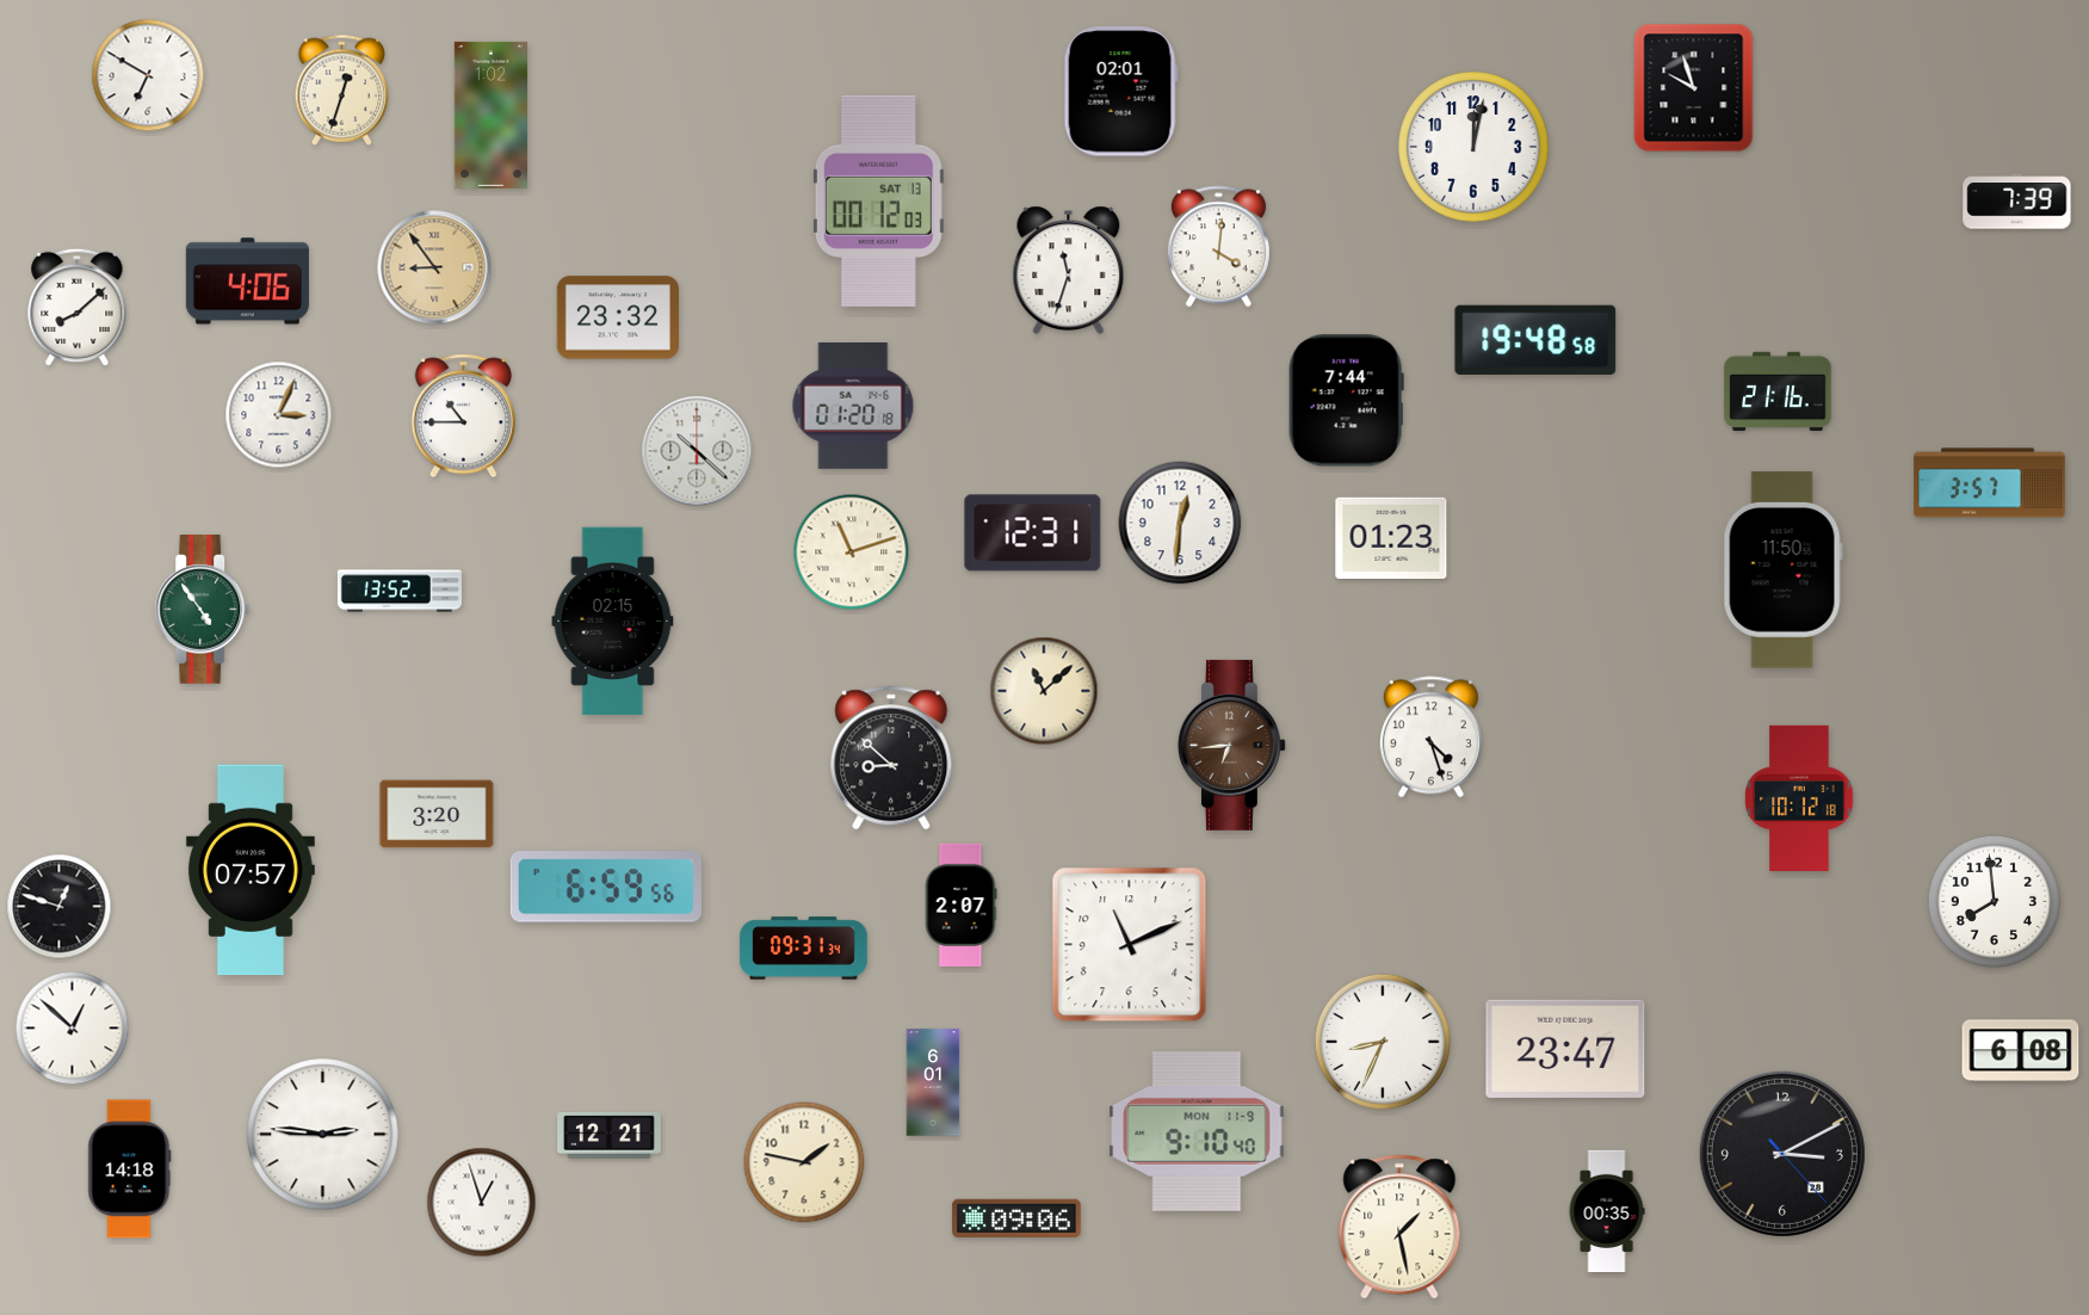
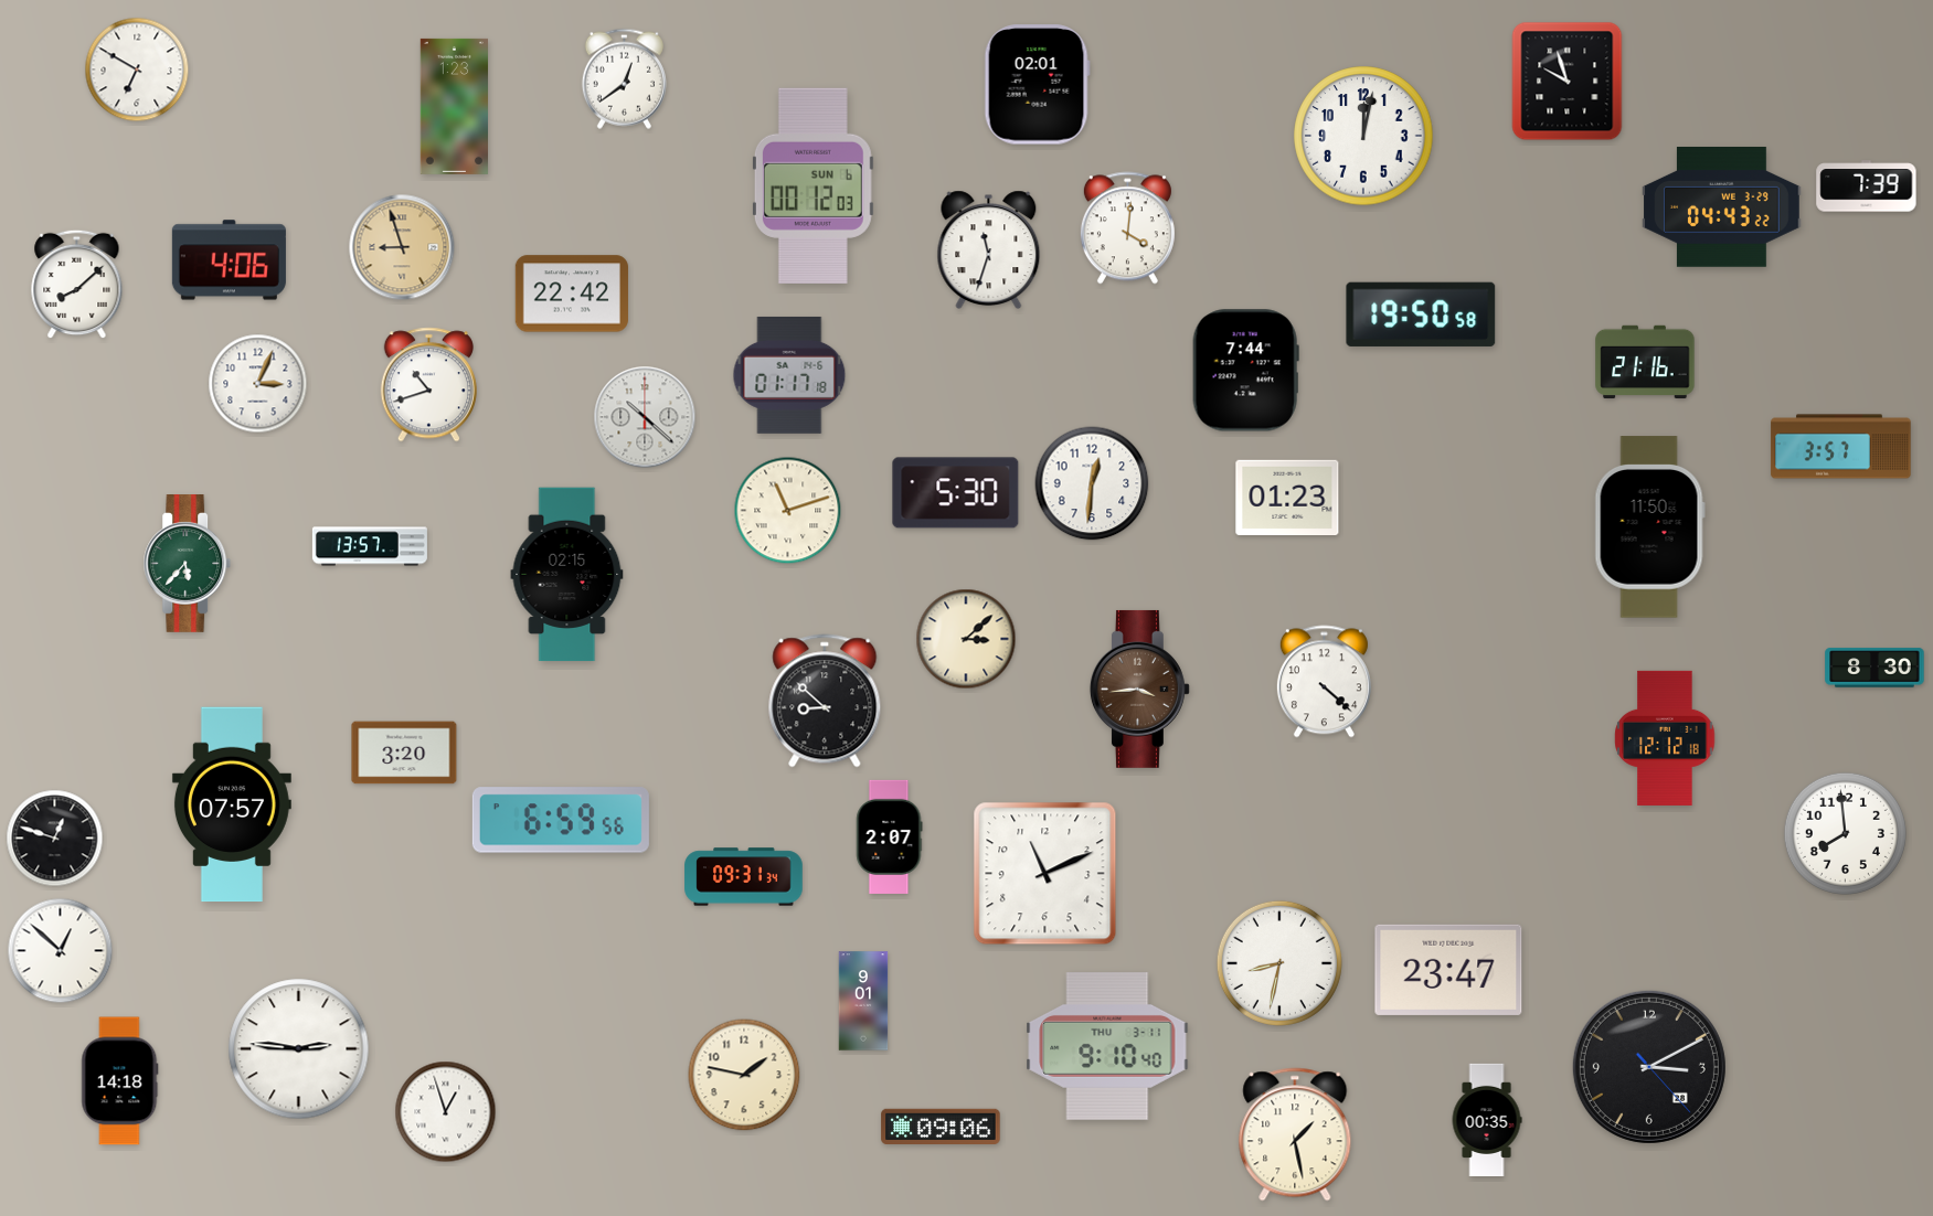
clock at (624, 78): none -> 12:39
clock at (342, 89): 12:33 -> none
clock at (490, 115): 1:02 -> 1:23
clock at (878, 200) date: SAT 13 -> SUN 6
clock at (1722, 207): none -> 04:43
clock at (434, 267): 8:54 -> 8:57
clock at (78, 308) position: (78, 308) -> (77, 285)
clock at (618, 317): 23:32 -> 22:42
clock at (1535, 340): 19:48 -> 19:50
clock at (853, 406): 01:20 -> 01:17
clock at (463, 416): 10:45 -> 10:42
clock at (1033, 533): 12:31 -> 5:30
clock at (400, 591): 13:52 -> 13:57
clock at (203, 610): 4:54 -> 5:37
clock at (1044, 691): 11:08 -> 3:08
clock at (1874, 668): none -> 8:30
clock at (1430, 737): 4:27 -> 4:22
clock at (1231, 745): 6:44 -> 3:44
clock at (1799, 798): 10:12 -> 12:12
clock at (73, 1029) position: (73, 1029) -> (61, 951)
clock at (1383, 1042): 8:34 -> 8:32
clock at (2021, 1051): 6:08 -> none
clock at (933, 1082): 6:01 -> 9:01
clock at (1197, 1132) date: MON 11-9 -> THU 3-11
clock at (610, 1135): 12:21 -> none
